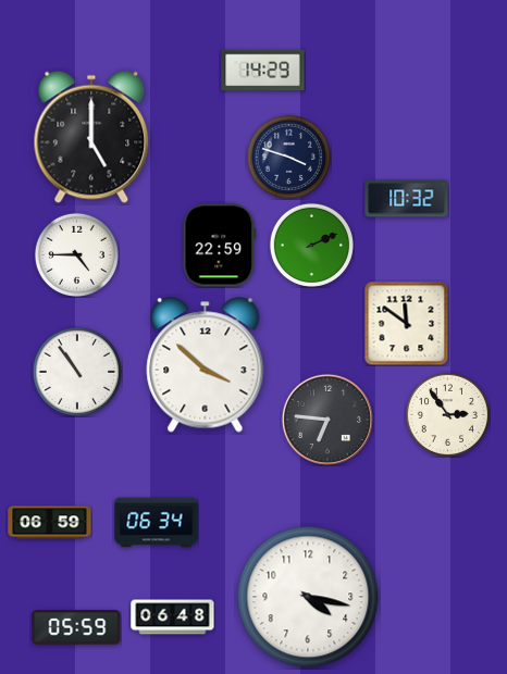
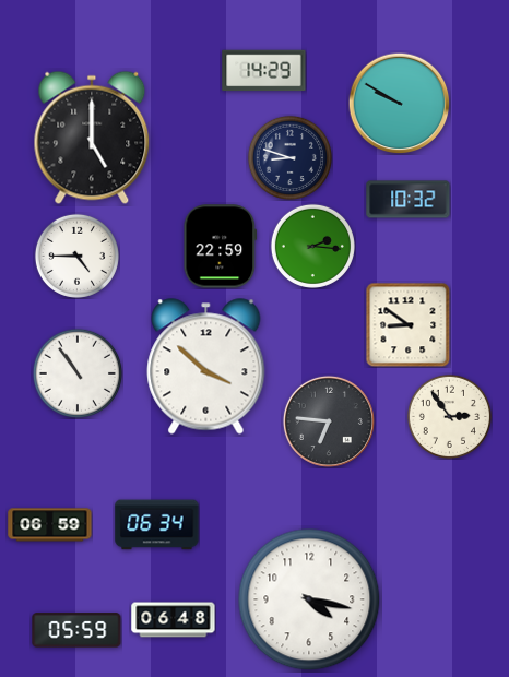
clock at (399, 103): none -> 9:50
clock at (288, 157): 3:48 -> 8:48
clock at (311, 245): 2:11 -> 2:16
clock at (406, 323): 11:51 -> 8:51
